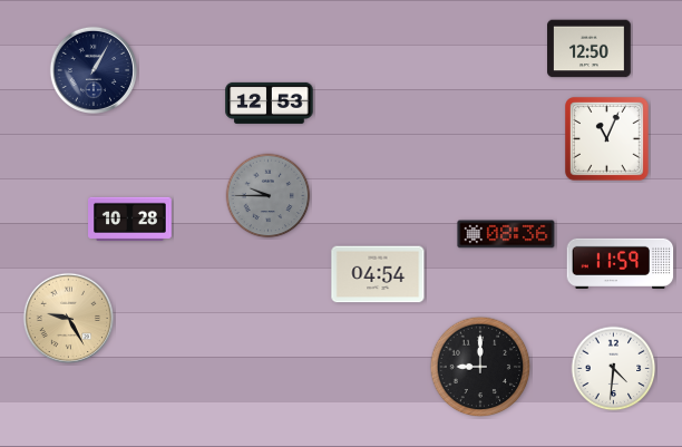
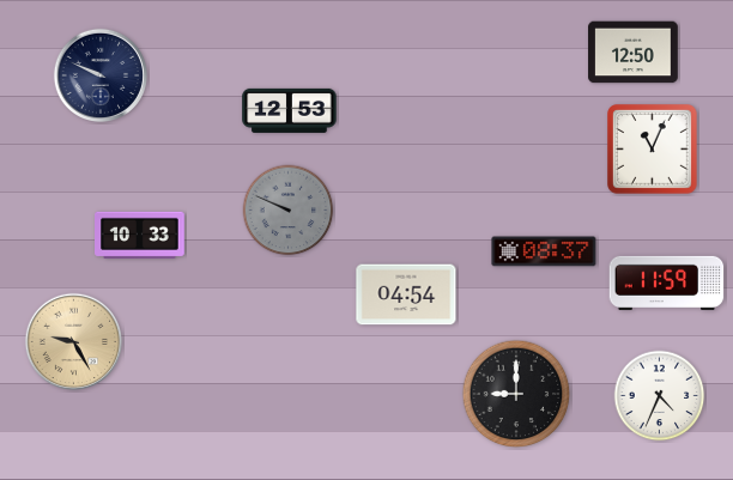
clock at (92, 69): 1:05 -> 9:49
clock at (269, 196): 9:45 -> 9:49
clock at (130, 218): 10:28 -> 10:33
clock at (506, 234): 08:36 -> 08:37
clock at (614, 369): 4:31 -> 4:34
